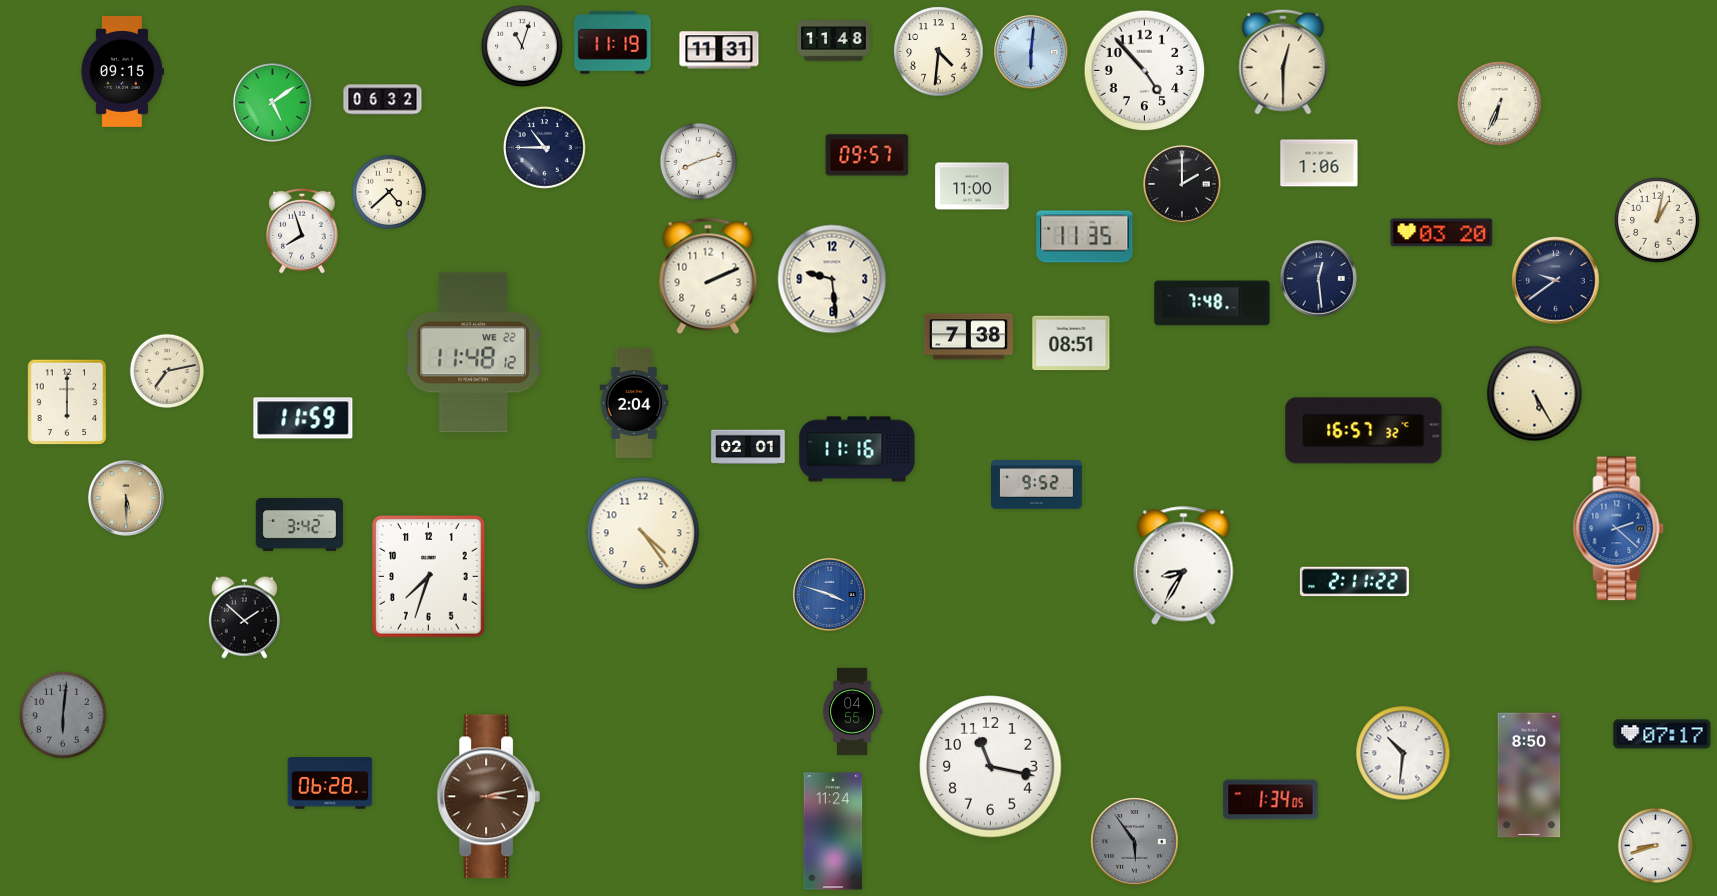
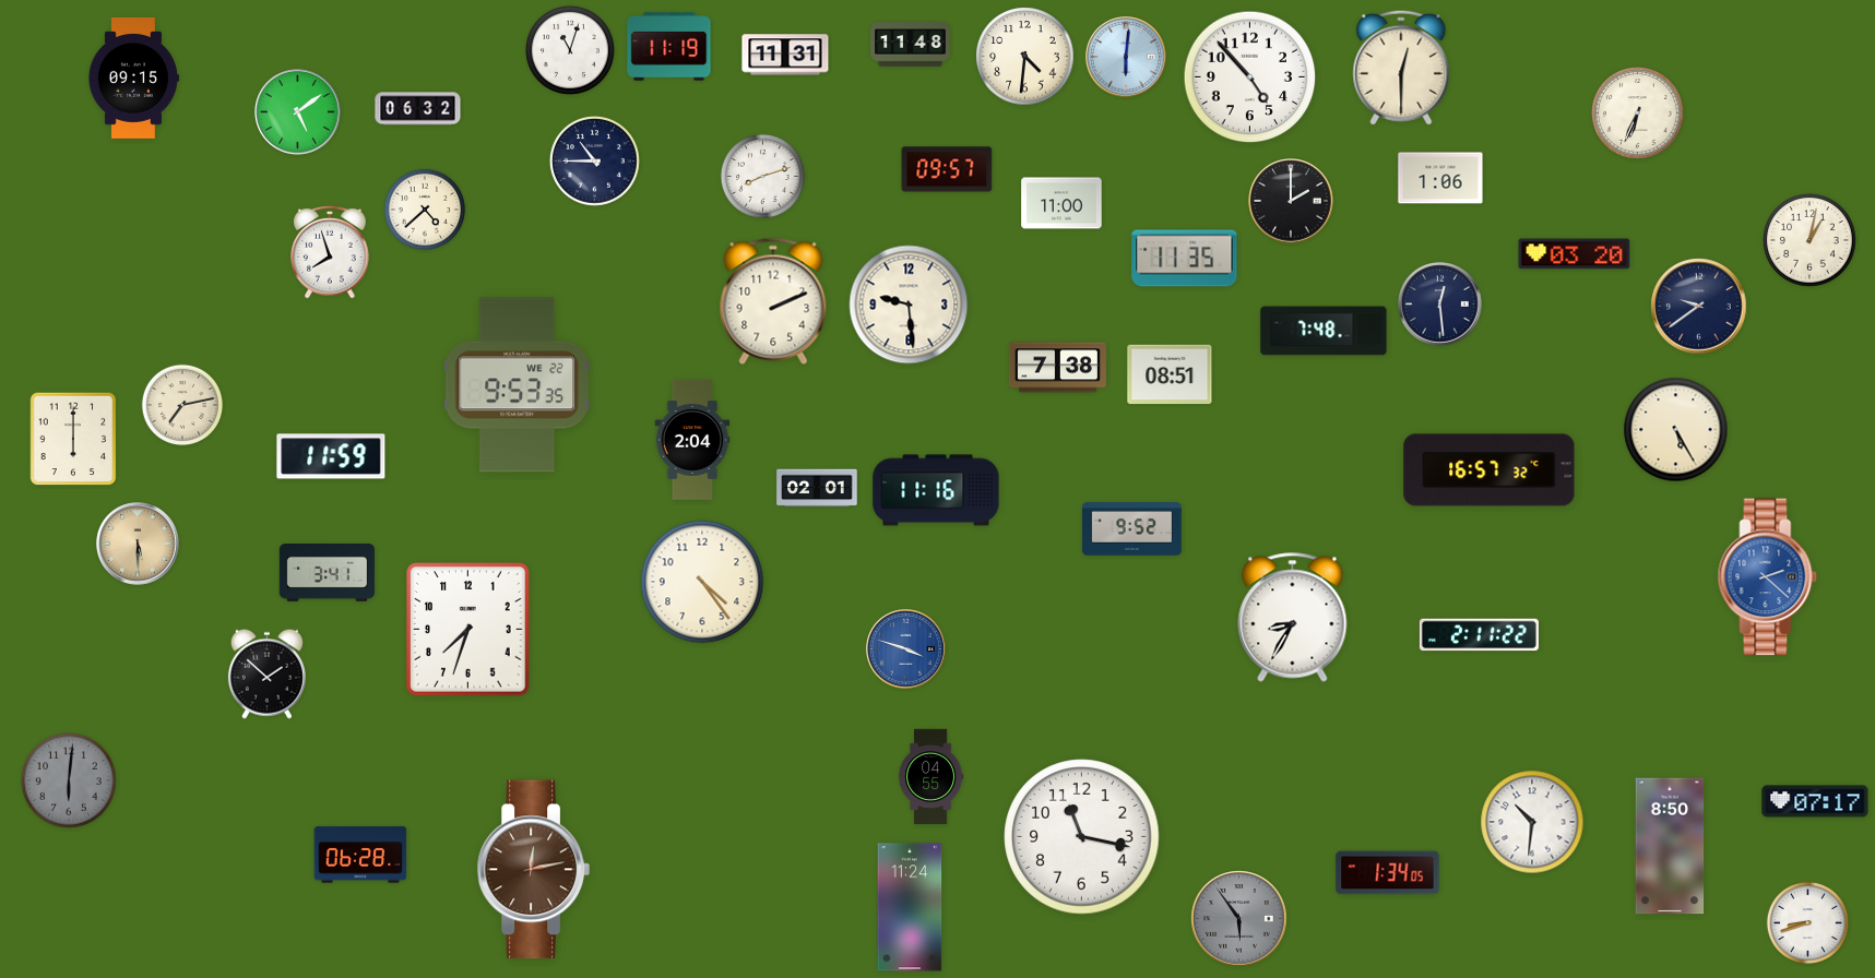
clock at (473, 353): 11:48 -> 9:53
clock at (300, 525): 3:42 -> 3:41
clock at (488, 797): 3:13 -> 12:13
